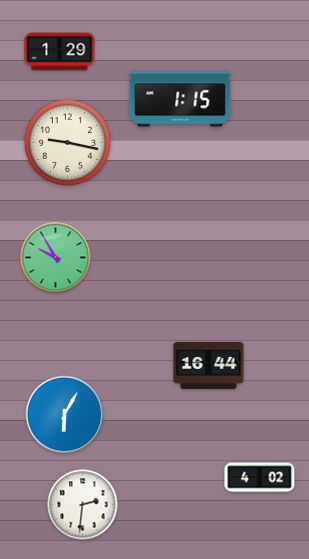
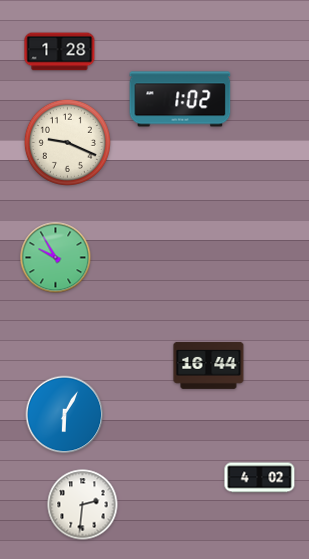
clock at (60, 52): 1:29 -> 1:28
clock at (180, 99): 1:15 -> 1:02
clock at (67, 142): 9:17 -> 9:19
